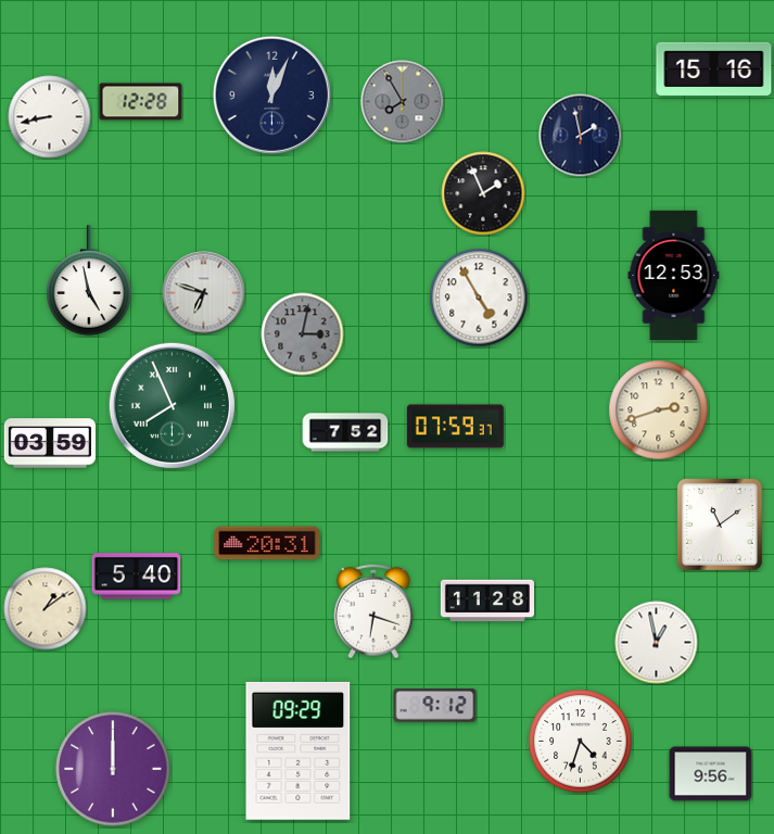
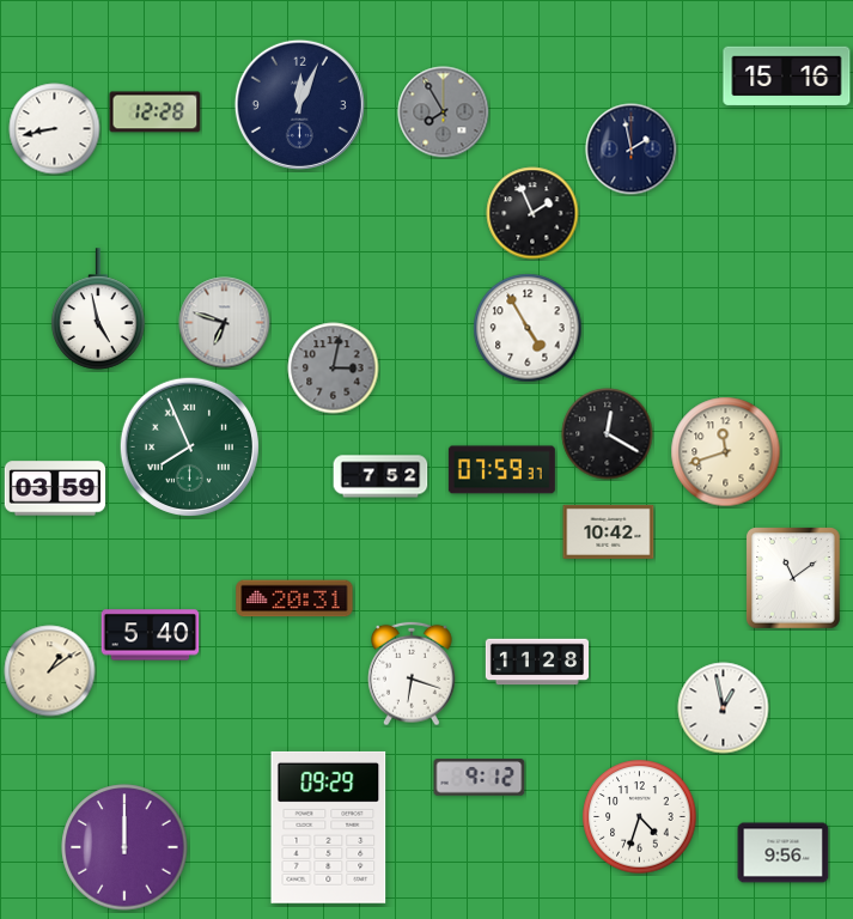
clock at (581, 136) position: (581, 136) -> (632, 150)
clock at (674, 275): 12:53 -> none
clock at (608, 434): none -> 12:20
clock at (659, 410): 2:42 -> 11:42
clock at (609, 531): none -> 10:42
